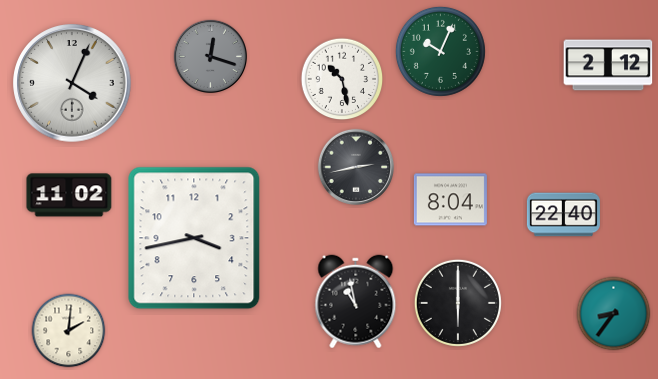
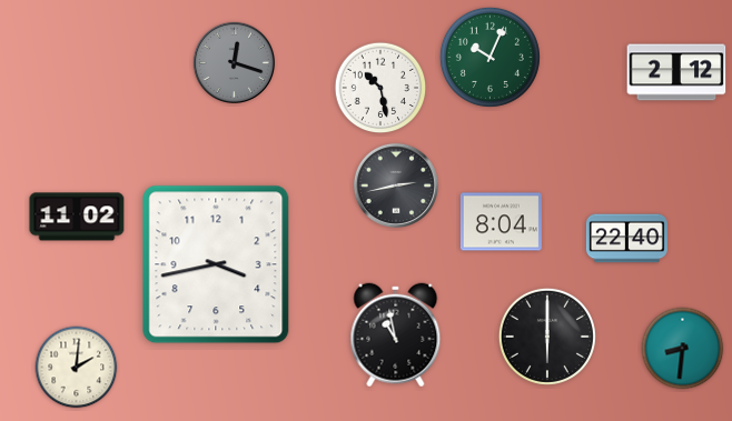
clock at (72, 83): 4:04 -> none
clock at (458, 303) position: (458, 303) -> (547, 337)
clock at (614, 314): 8:36 -> 8:31
